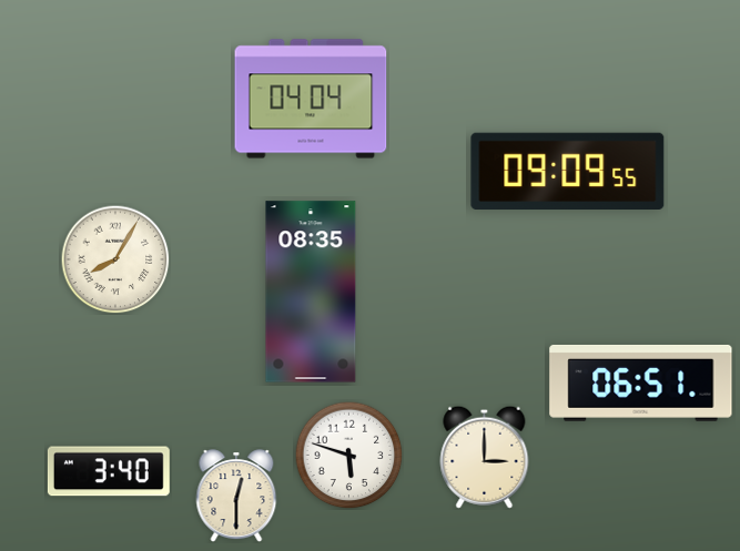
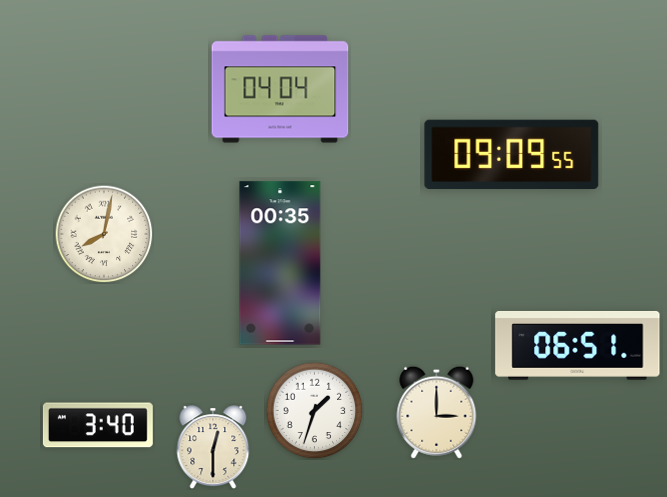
clock at (115, 259): 8:05 -> 8:02
clock at (311, 292): 08:35 -> 00:35
clock at (348, 455): 5:48 -> 1:33
